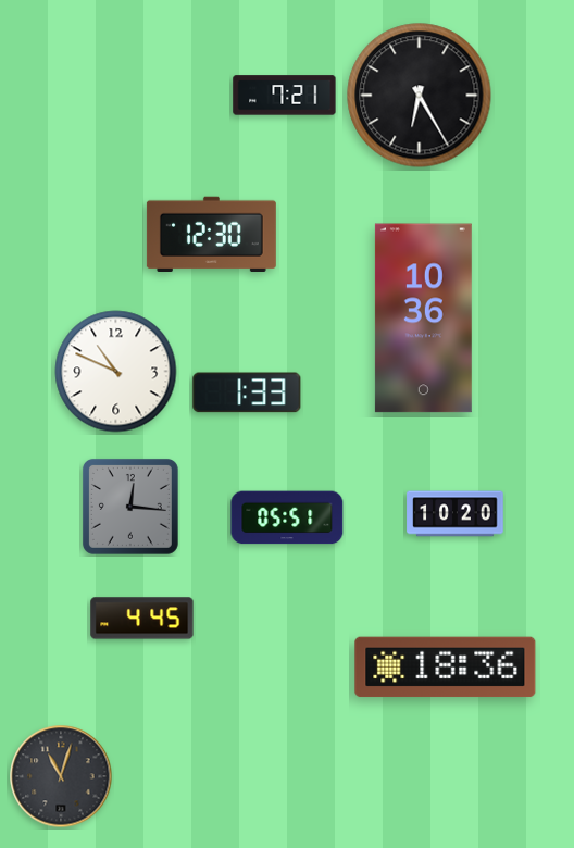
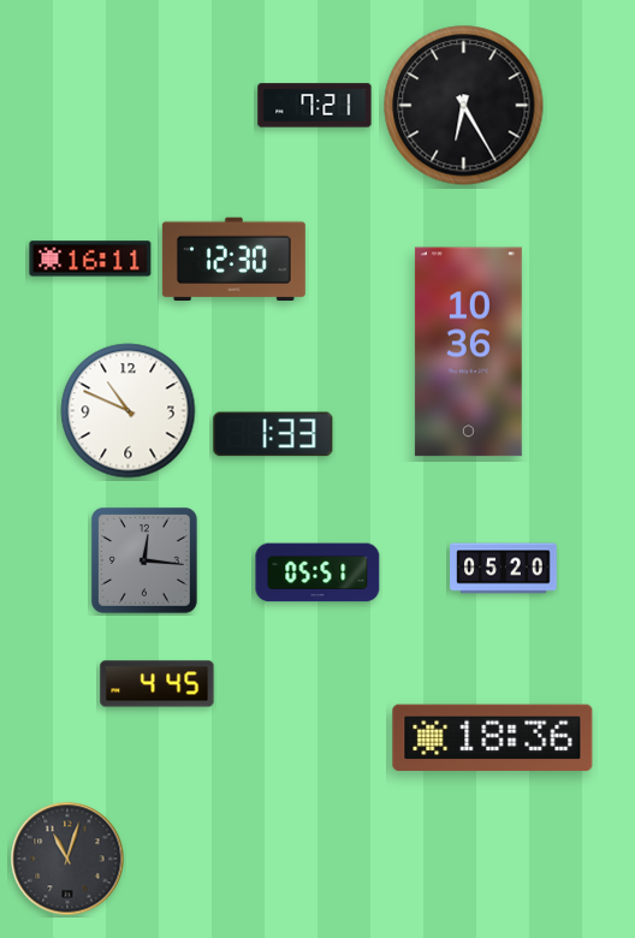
clock at (90, 259): none -> 16:11
clock at (456, 514): 10:20 -> 05:20
